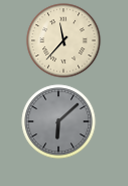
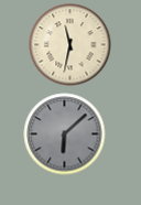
clock at (64, 41): 11:37 -> 11:32
